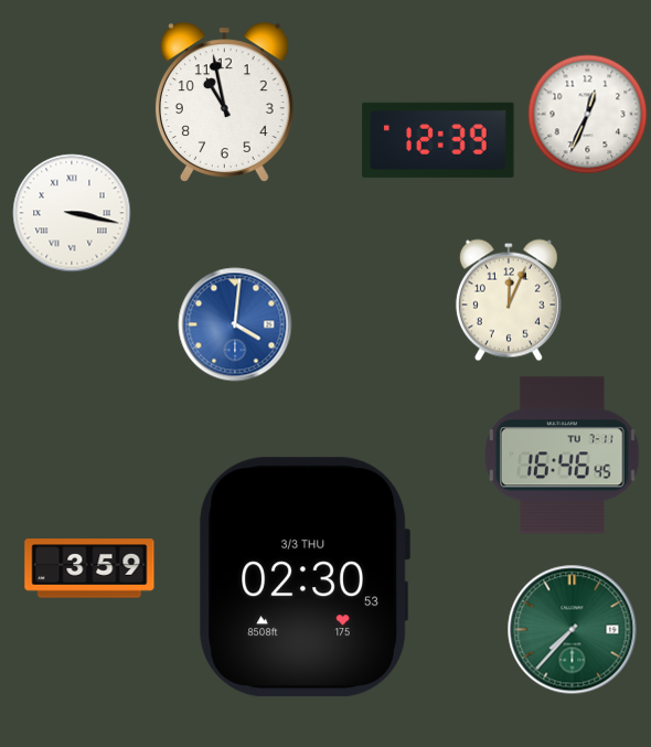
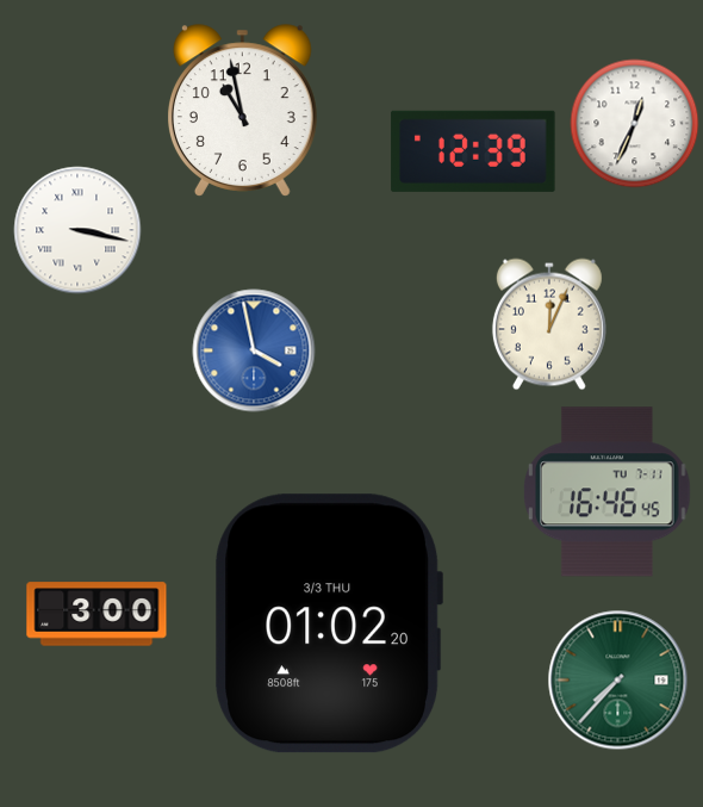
clock at (235, 324): 4:01 -> 3:58
clock at (89, 568): 3:59 -> 3:00
clock at (303, 577): 02:30 -> 01:02
